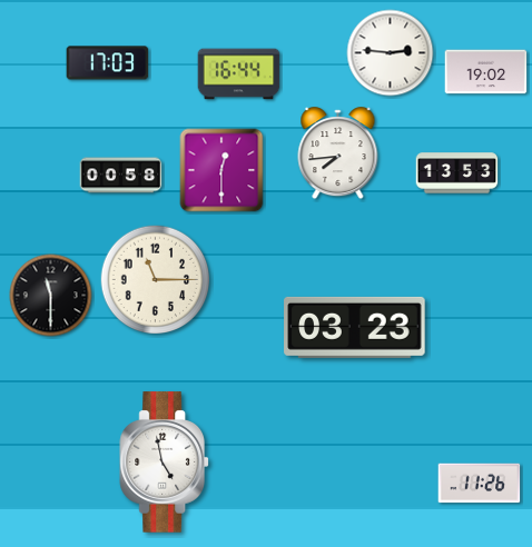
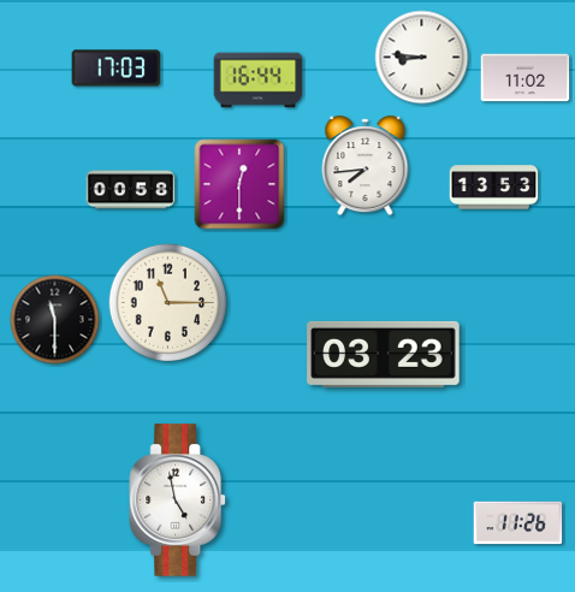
clock at (391, 53): 2:46 -> 8:46
clock at (486, 72): 19:02 -> 11:02
